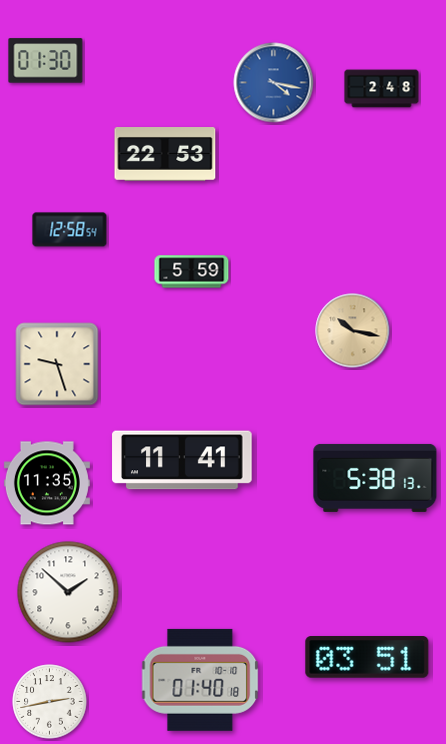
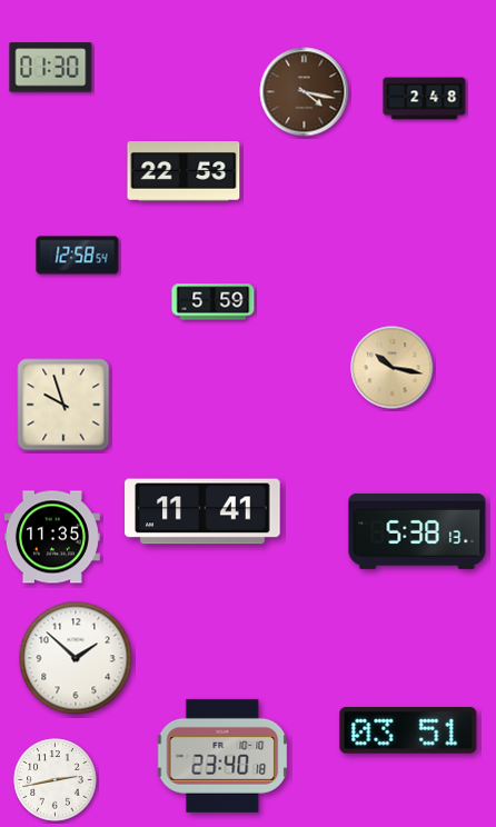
clock at (274, 83) dial: blue -> brown
clock at (57, 364): 9:27 -> 9:57
clock at (200, 680): 01:40 -> 23:40
